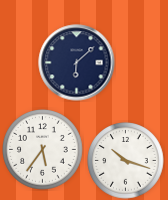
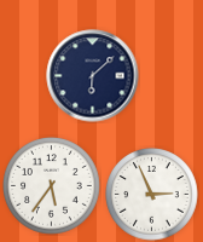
clock at (43, 150) position: (43, 150) -> (52, 186)
clock at (126, 161): 10:18 -> 2:56
